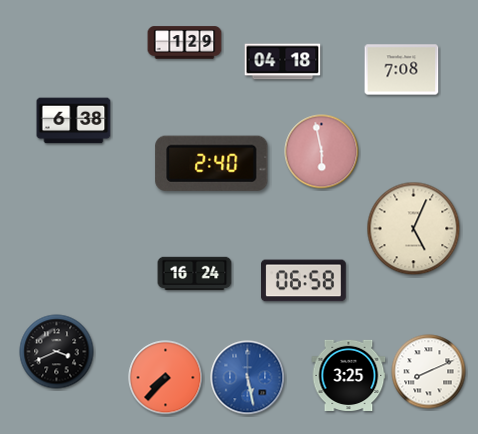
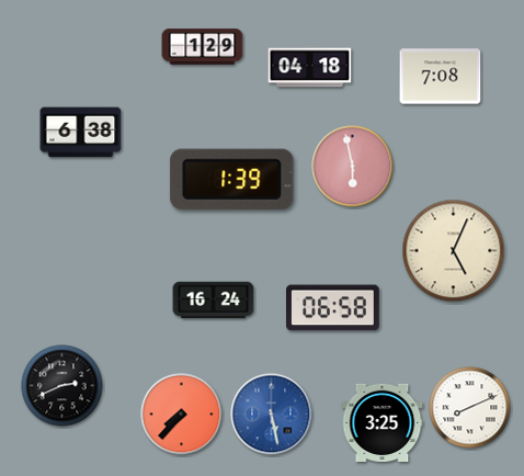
clock at (212, 163): 2:40 -> 1:39
clock at (57, 352): 3:41 -> 2:41
clock at (349, 375) position: (349, 375) -> (383, 422)
